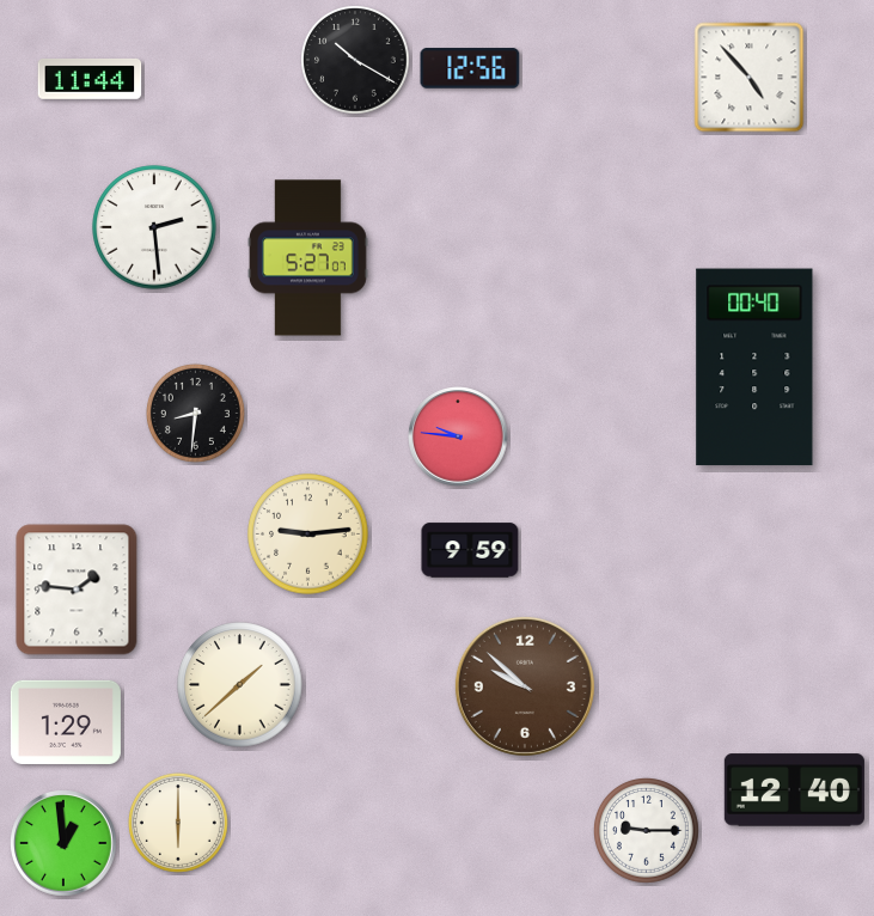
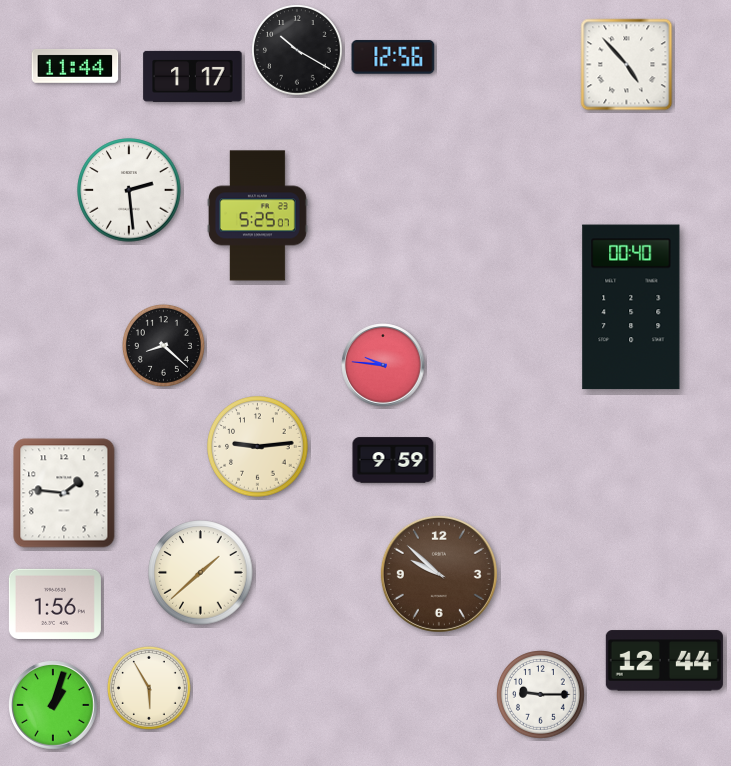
clock at (193, 76): none -> 1:17
clock at (308, 258): 5:27 -> 5:25
clock at (195, 413): 8:31 -> 8:22
clock at (66, 722): 1:29 -> 1:56
clock at (794, 790): 12:40 -> 12:44
clock at (178, 823): 6:00 -> 5:55
clock at (65, 844): 12:59 -> 1:03
